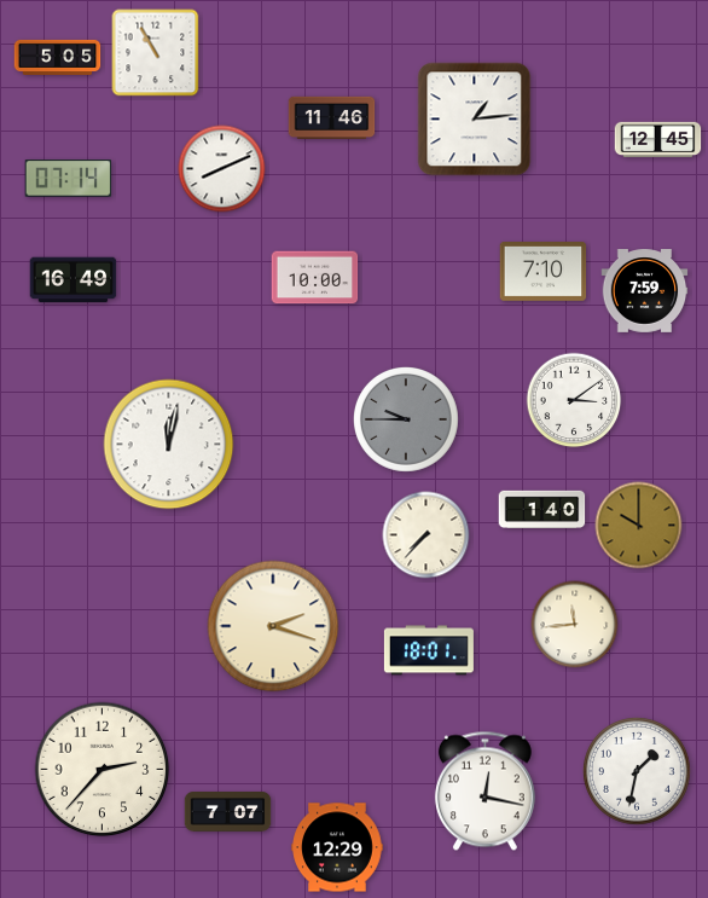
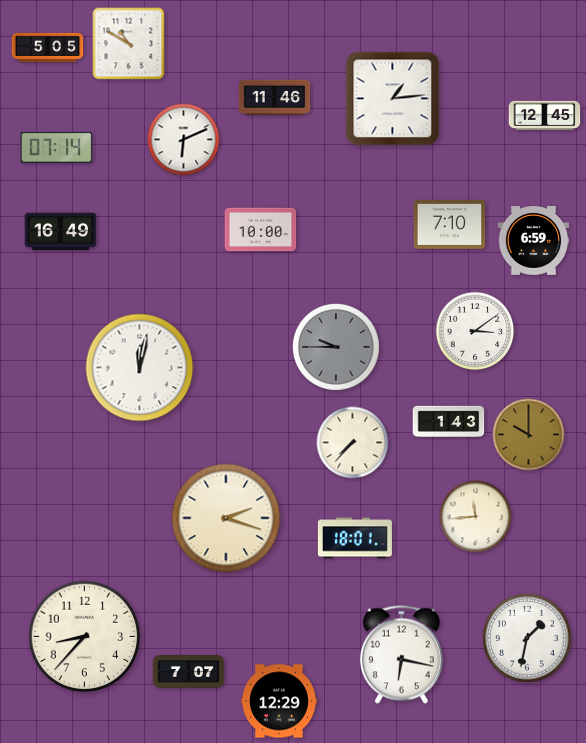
clock at (156, 53): 10:55 -> 10:50
clock at (222, 169): 8:11 -> 6:11
clock at (645, 291): 7:59 -> 6:59
clock at (542, 509): 1:40 -> 1:43
clock at (103, 770): 2:37 -> 8:37
clock at (484, 792): 12:17 -> 6:17
